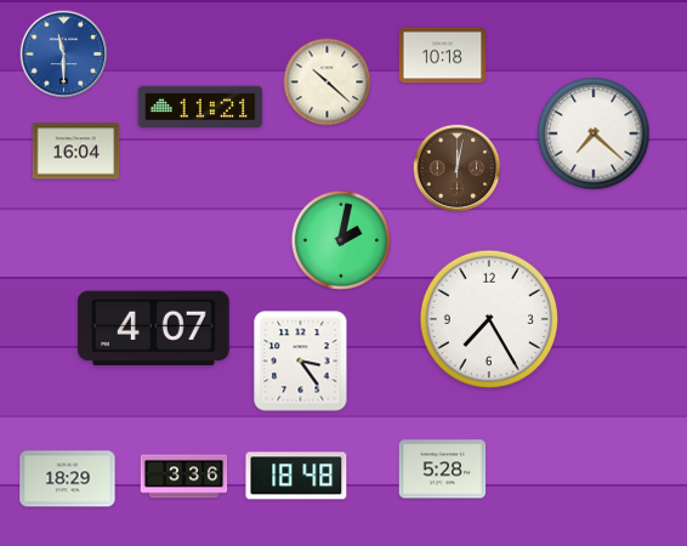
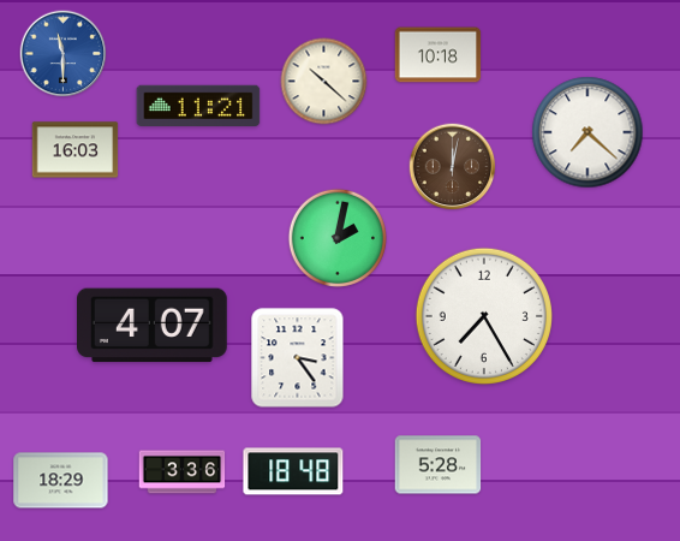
clock at (76, 152): 16:04 -> 16:03
clock at (68, 479) position: (68, 479) -> (61, 481)
